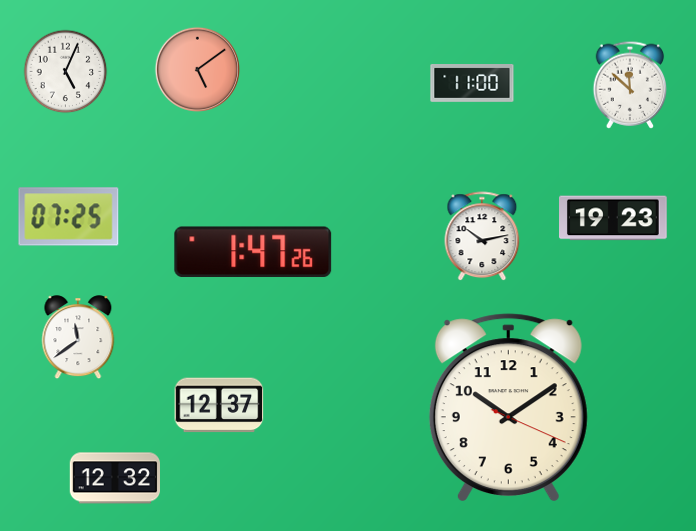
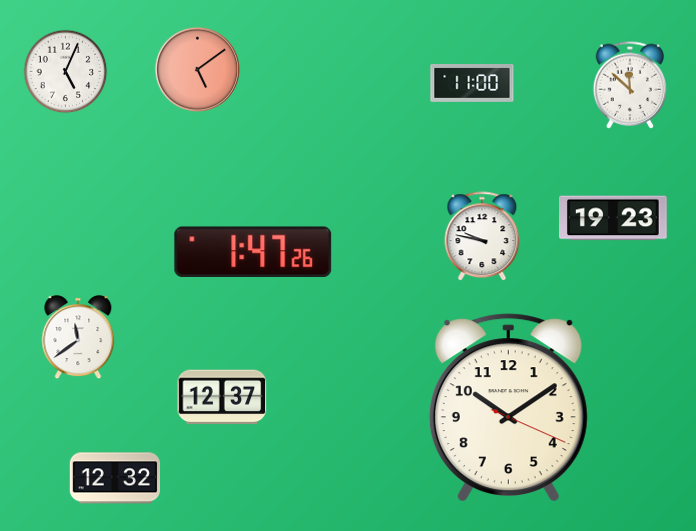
clock at (69, 217): 07:25 -> none
clock at (482, 237): 10:13 -> 9:47
clock at (219, 405) position: (219, 405) -> (222, 397)
